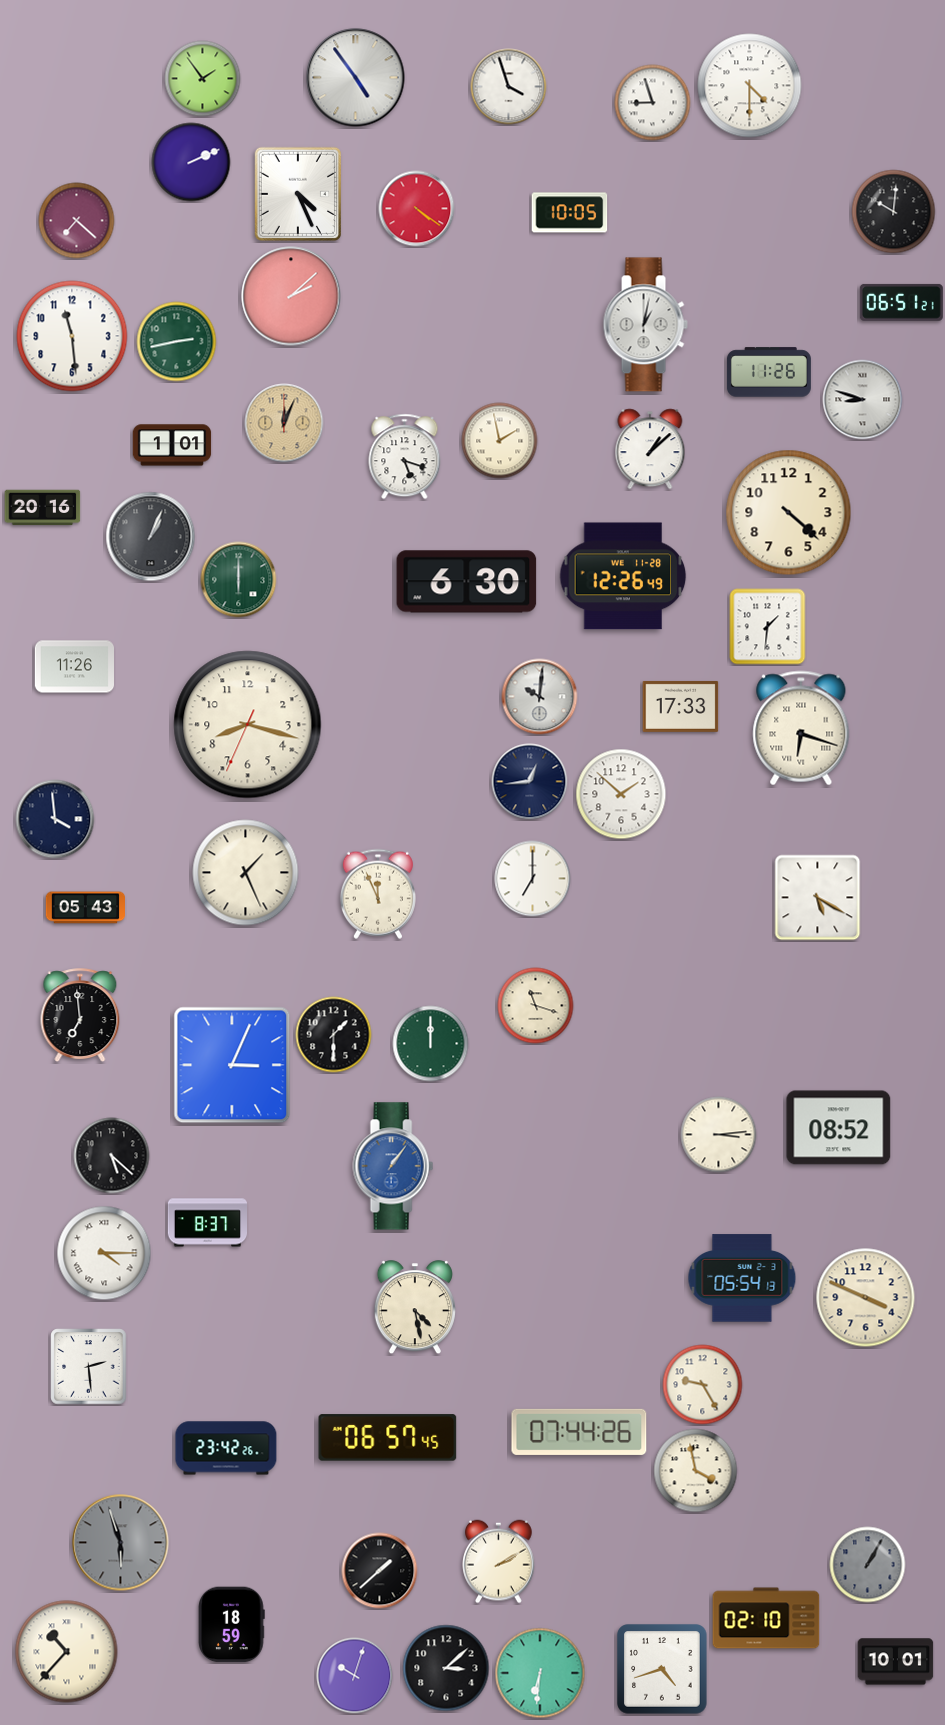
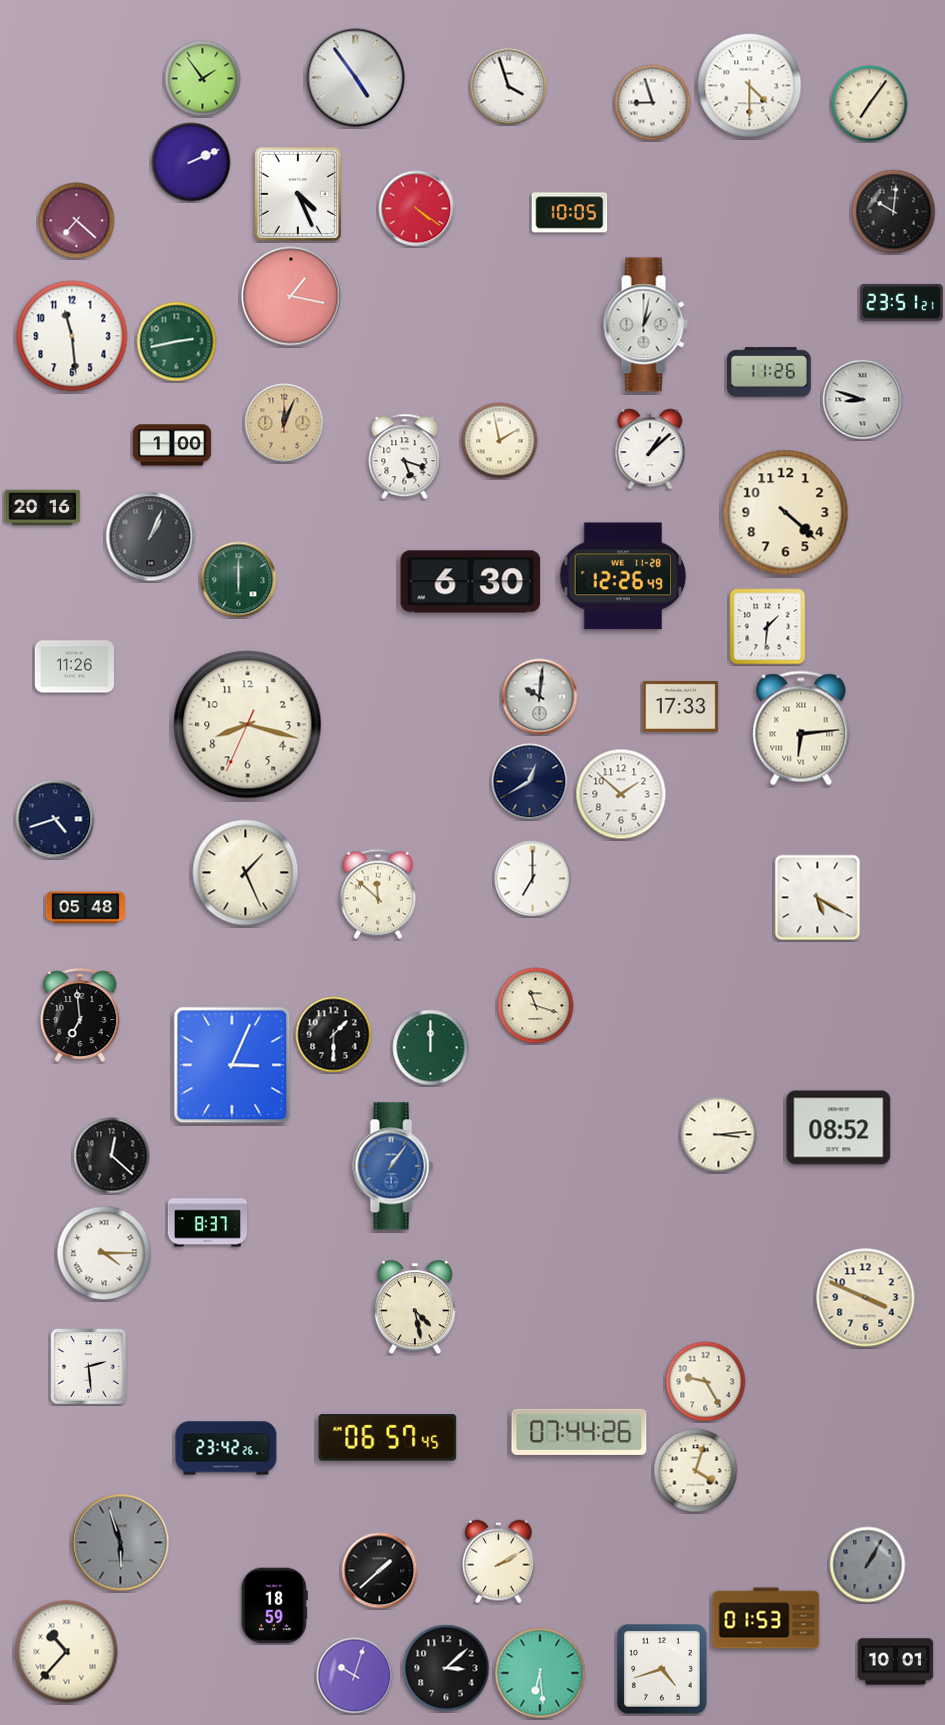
clock at (870, 104): none -> 7:06
clock at (291, 296): 2:08 -> 1:17
clock at (901, 302): 06:51 -> 23:51
clock at (172, 445): 1:01 -> 1:00
clock at (789, 513) position: (789, 513) -> (786, 513)
clock at (467, 582) position: (467, 582) -> (471, 582)
clock at (801, 728): 6:18 -> 6:14
clock at (530, 782): 12:44 -> 12:40
clock at (55, 819): 3:59 -> 4:42
clock at (378, 894): 11:56 -> 11:52
clock at (85, 908): 05:43 -> 05:48
clock at (431, 1044) position: (431, 1044) -> (431, 1048)
clock at (112, 1156): 5:22 -> 12:22
clock at (742, 1278): 05:54 -> none
clock at (703, 1385) position: (703, 1385) -> (706, 1382)
clock at (696, 1471): 3:58 -> 4:03
clock at (766, 1618): 02:10 -> 01:53
clock at (232, 1625) position: (232, 1625) -> (275, 1606)
clock at (540, 1673): 6:31 -> 6:29
